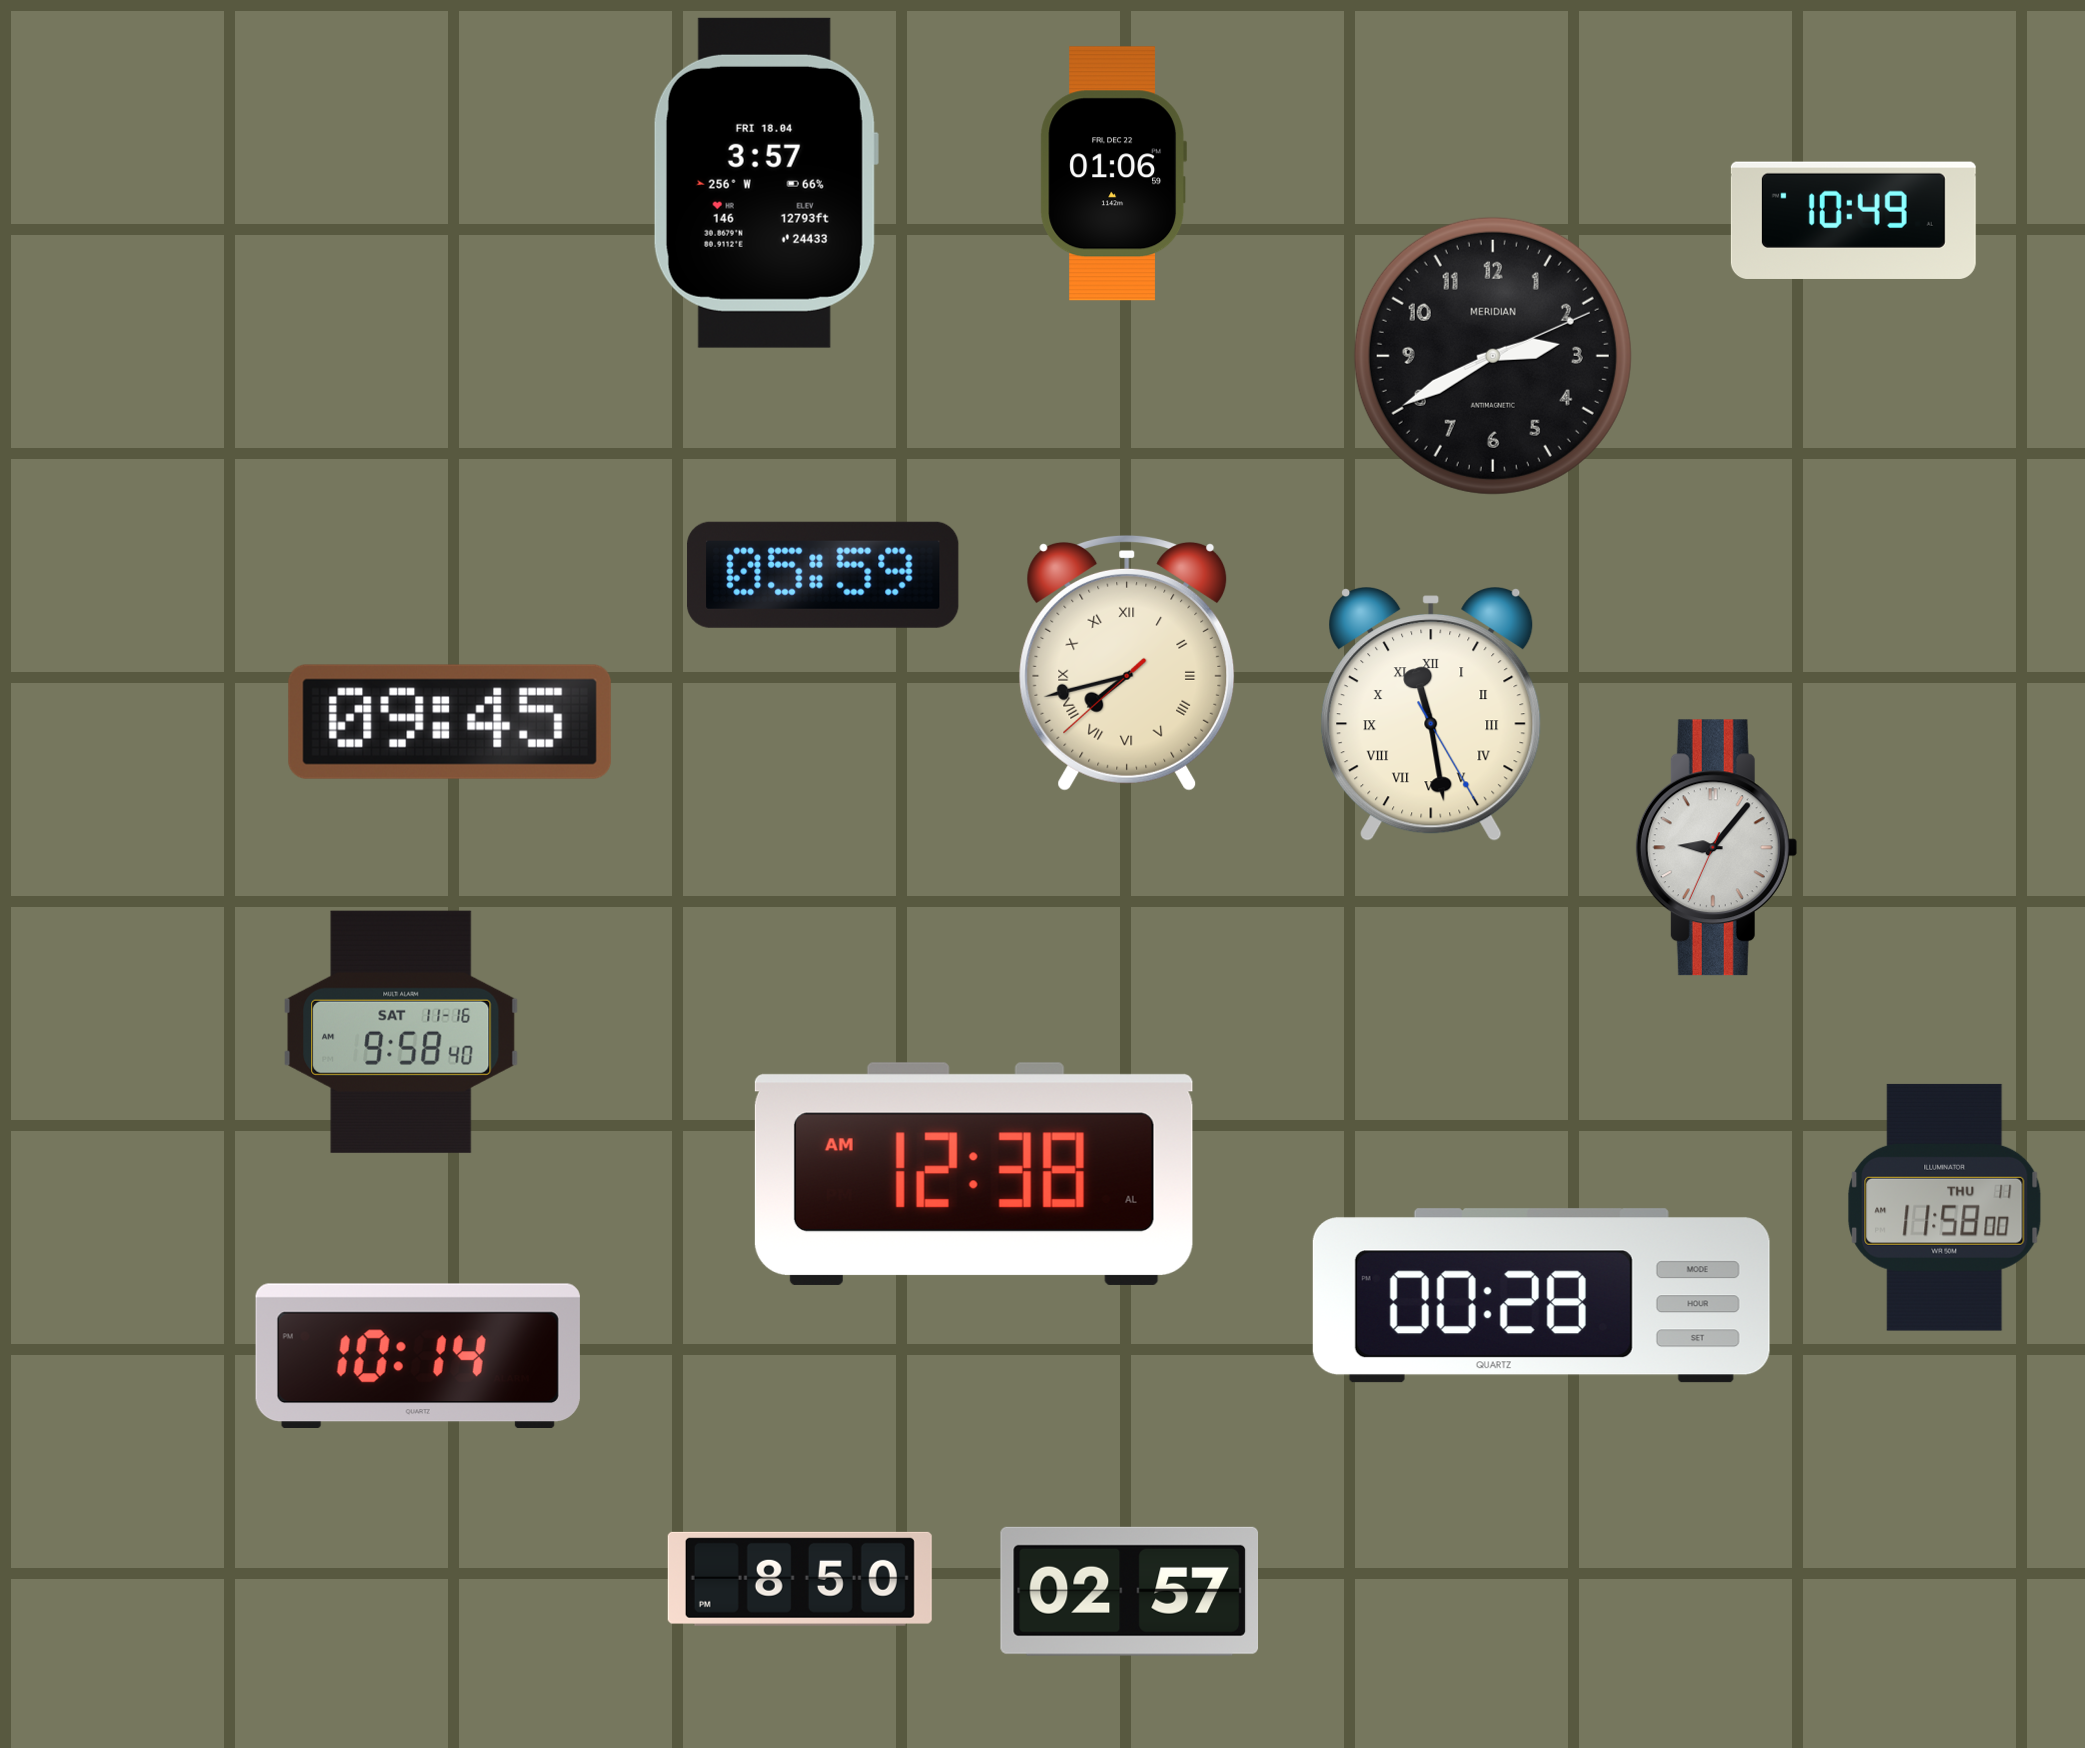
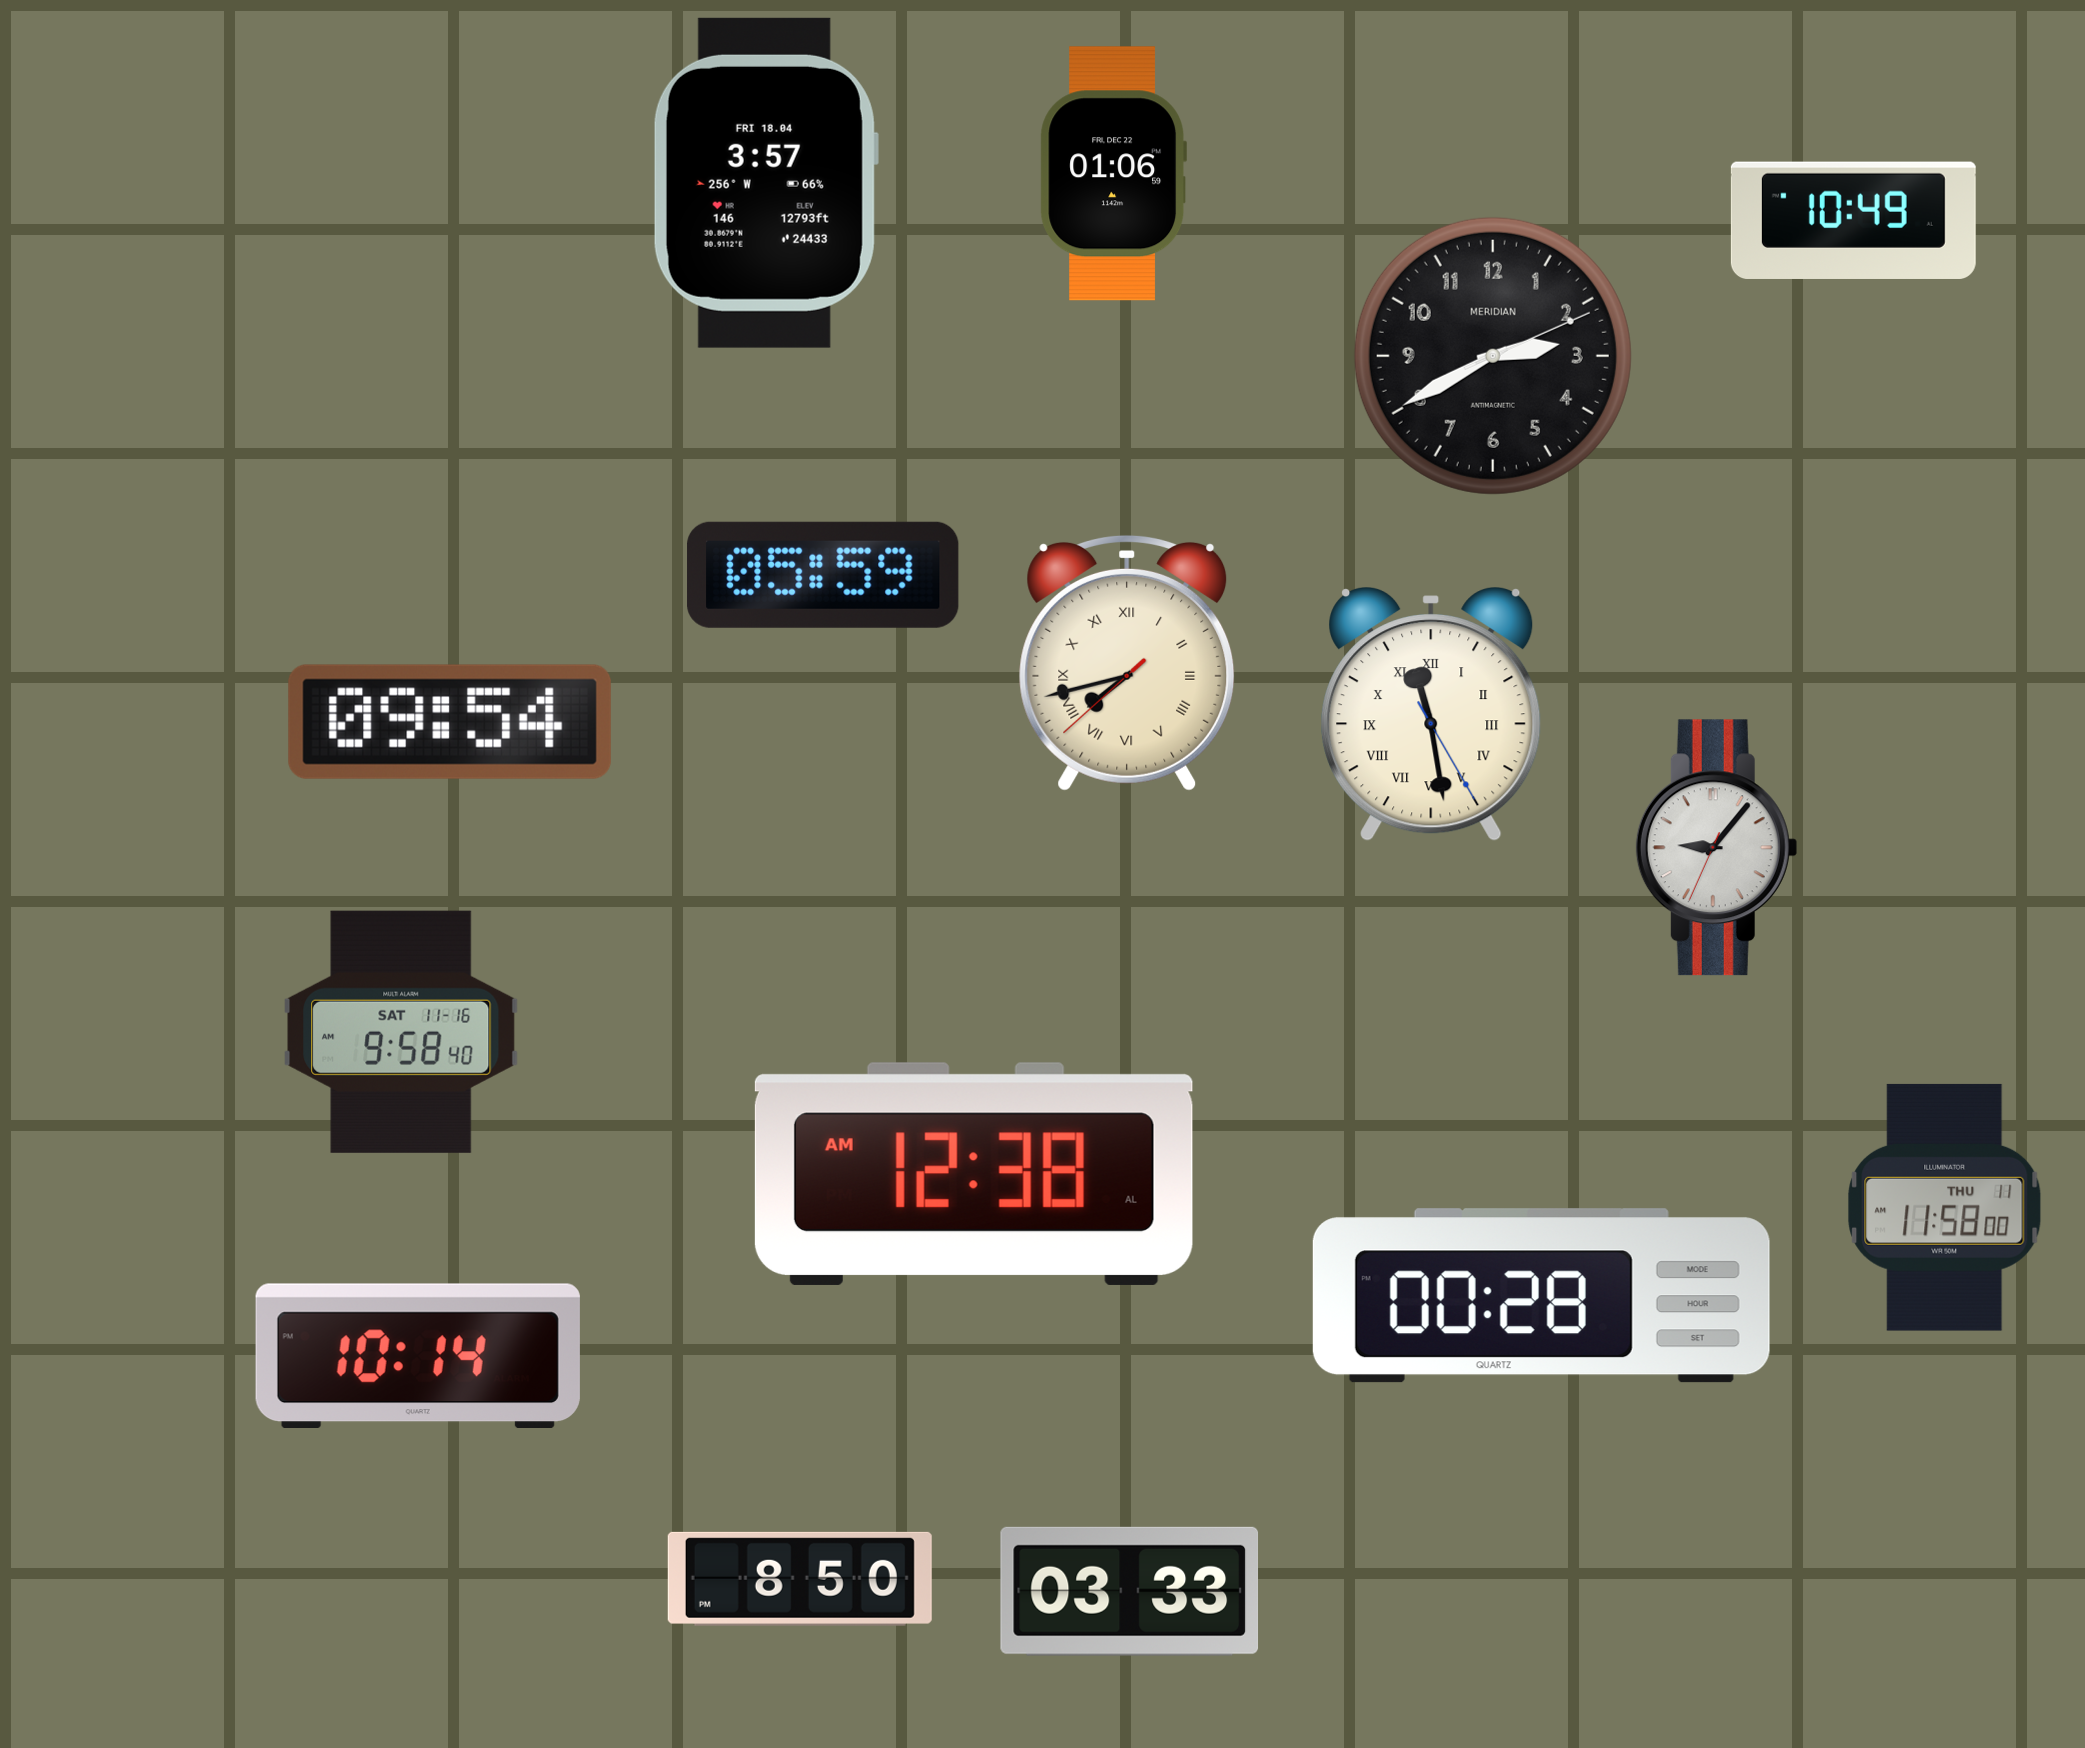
clock at (450, 722): 09:45 -> 09:54
clock at (1130, 1591): 02:57 -> 03:33
